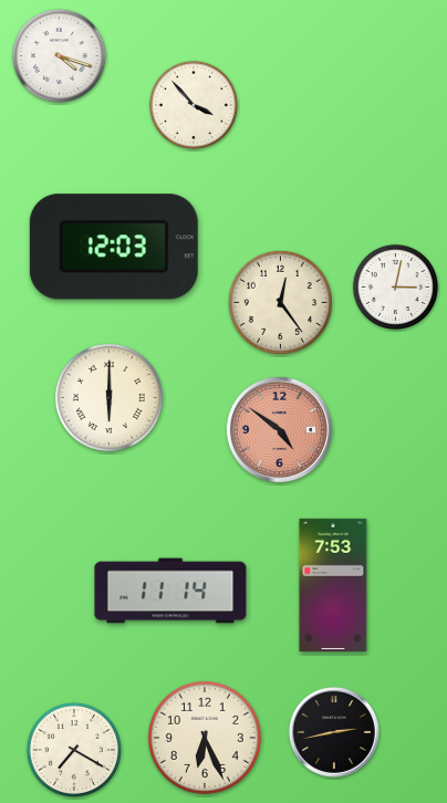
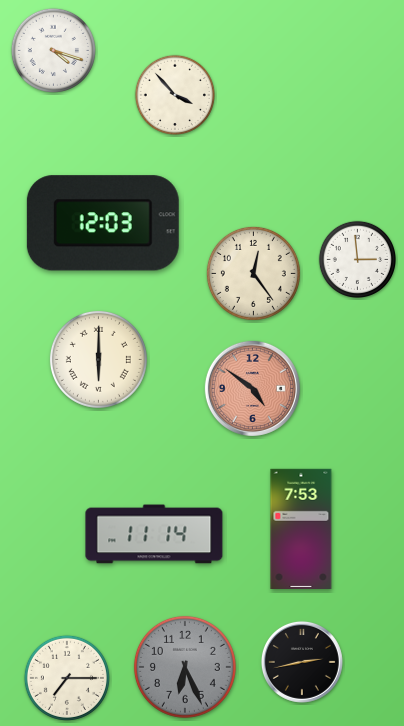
clock at (395, 286): 3:02 -> 2:59
clock at (205, 738) dial: cream -> grey
clock at (74, 750): 7:20 -> 7:15
